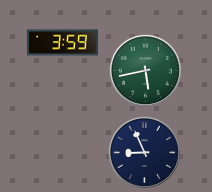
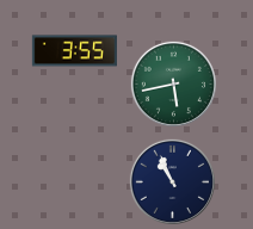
clock at (62, 43): 3:59 -> 3:55
clock at (144, 152): 8:56 -> 10:56
